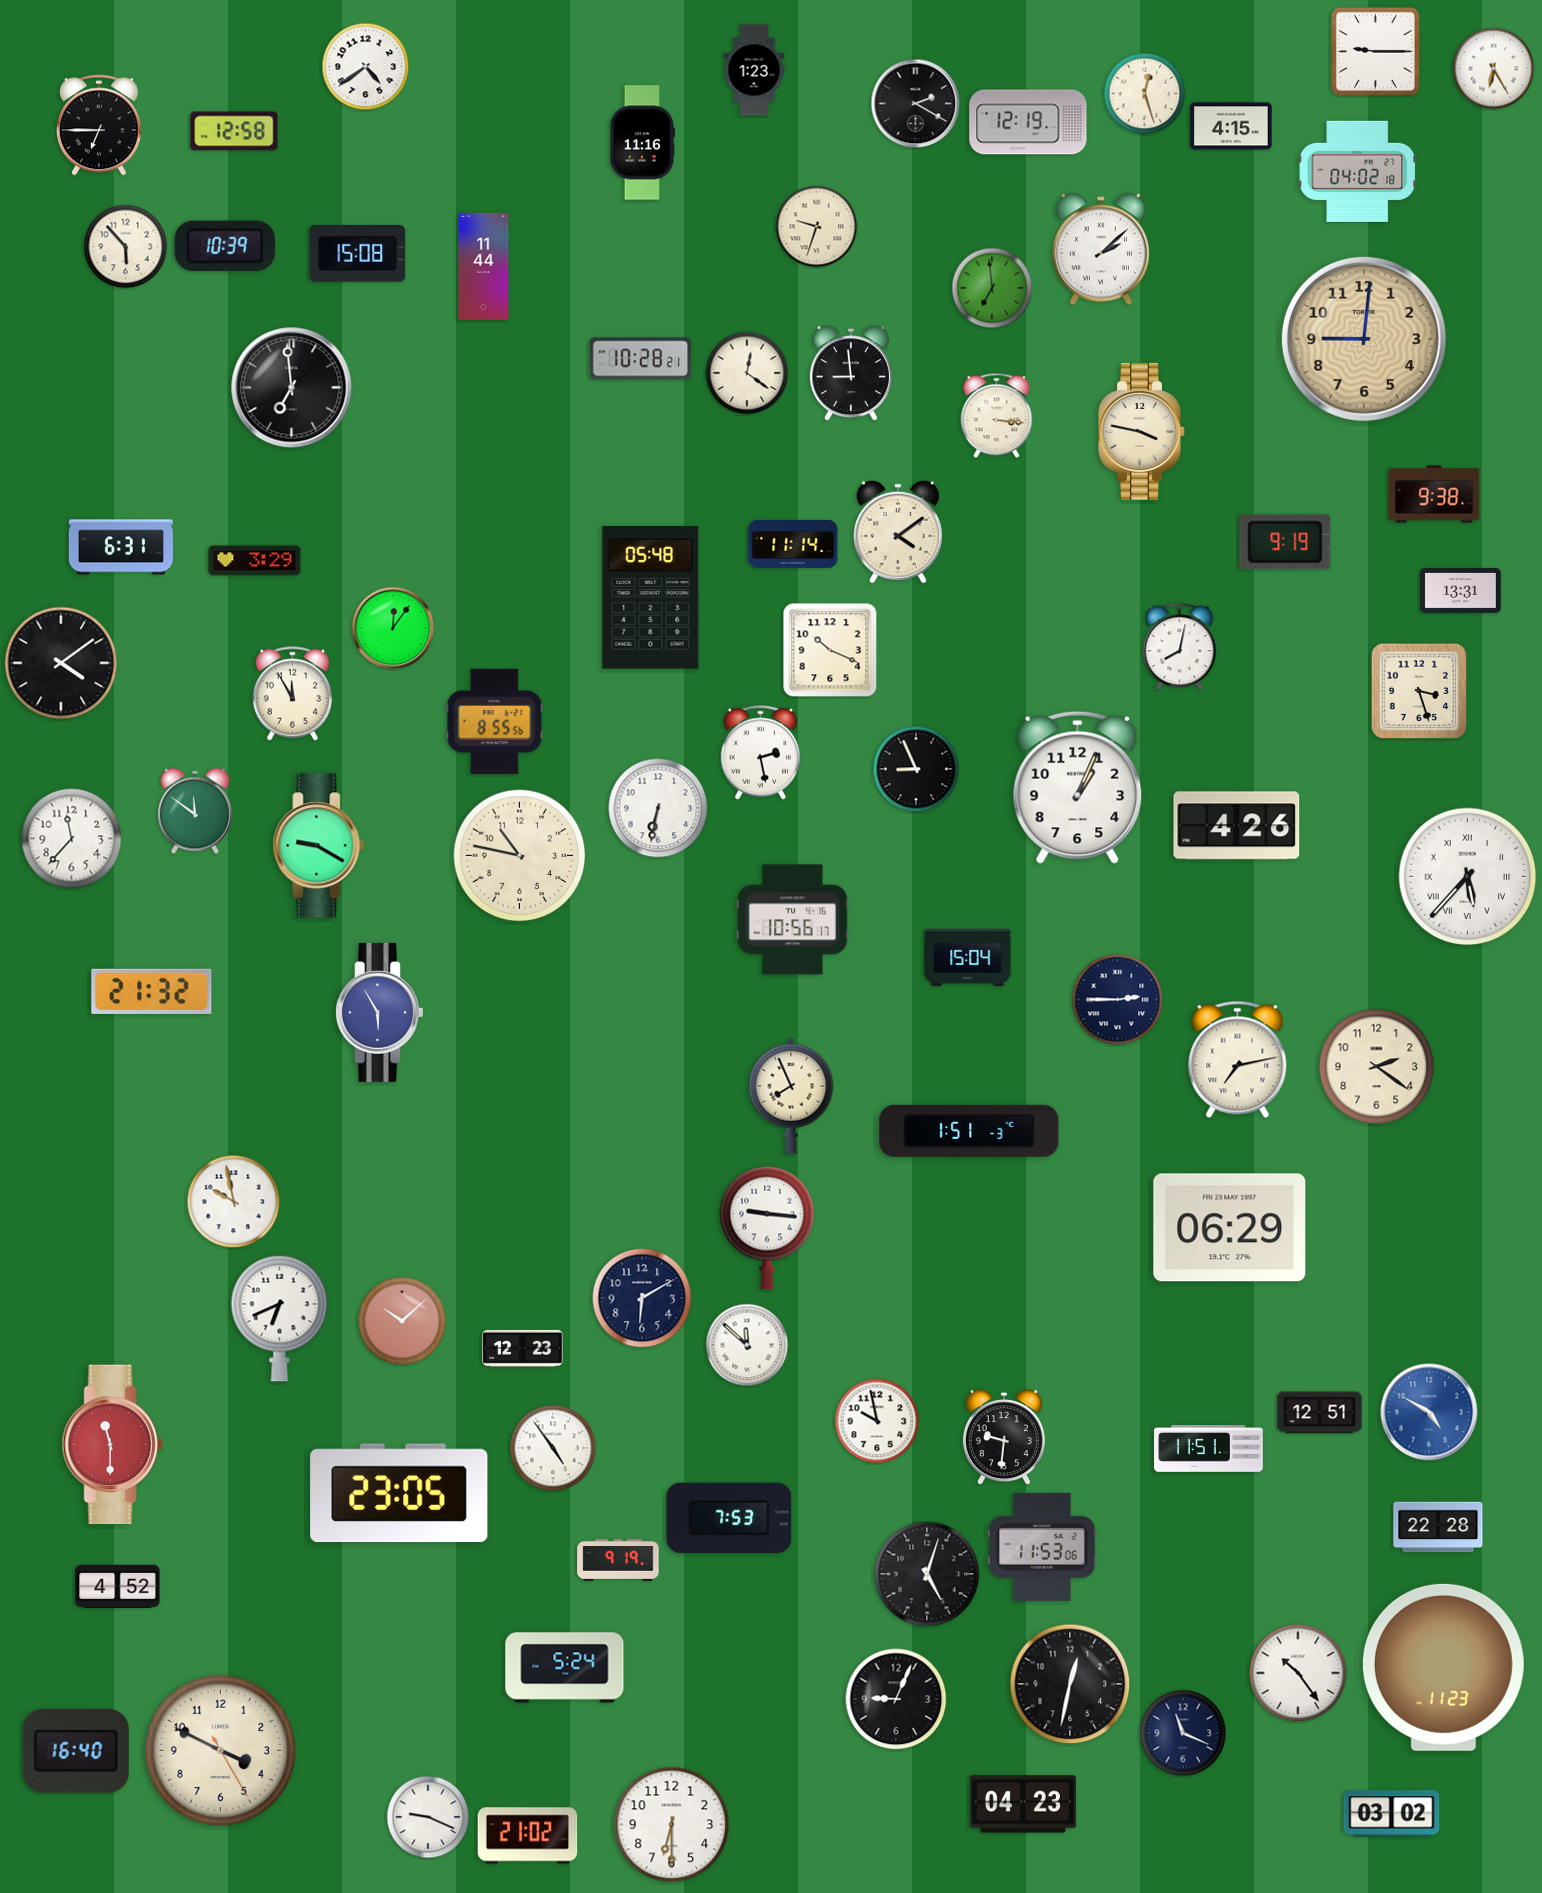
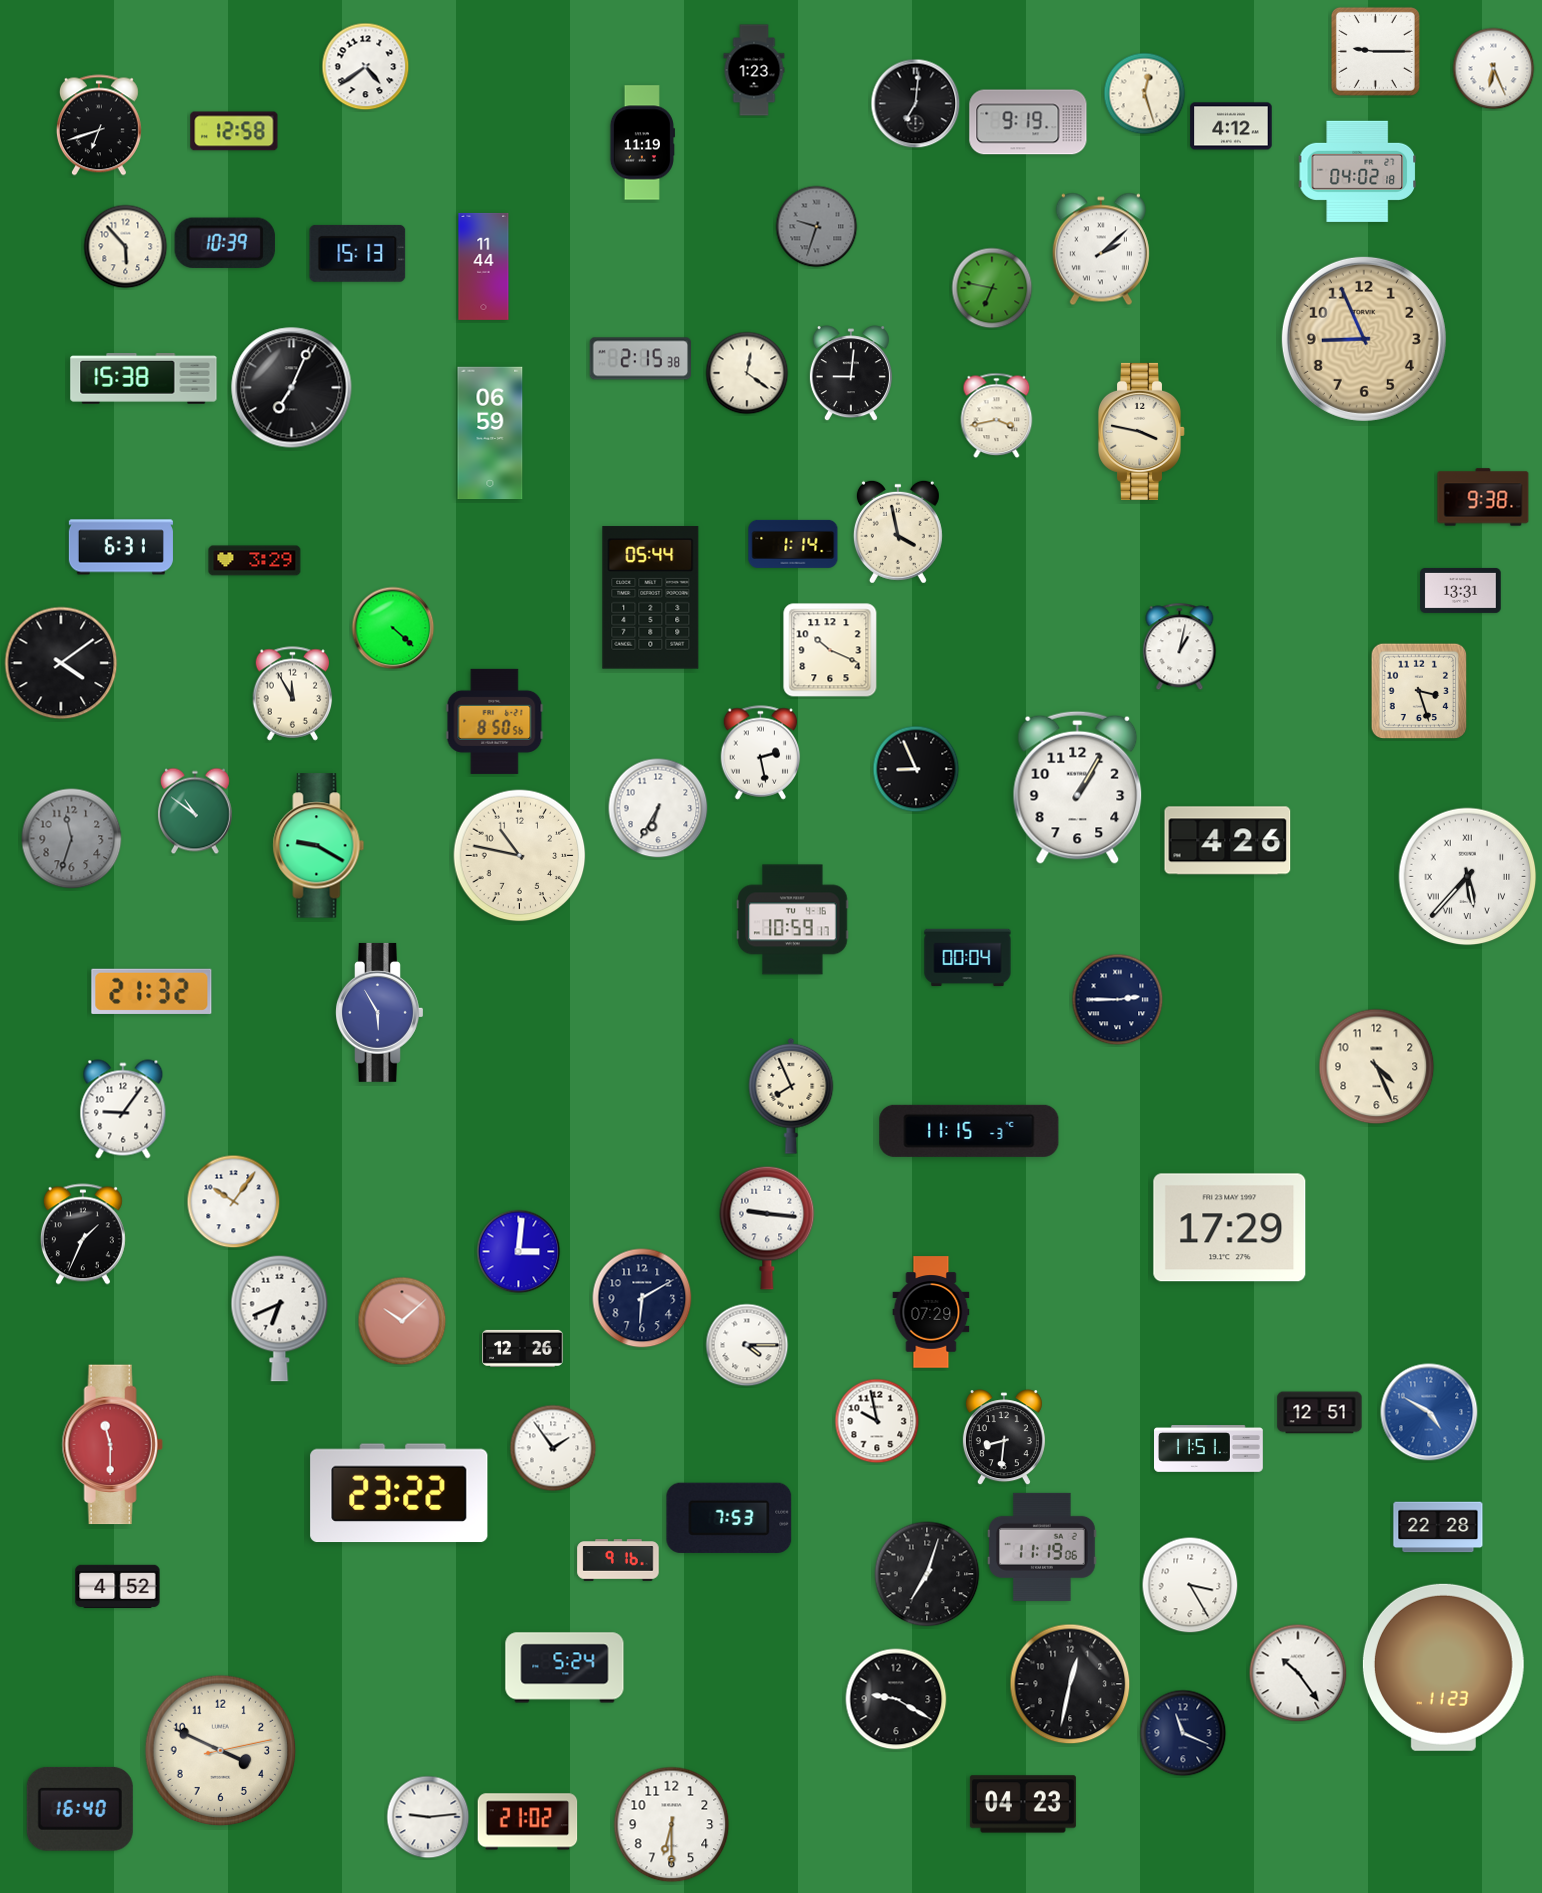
clock at (1494, 69): 6:25 -> 6:26
clock at (916, 104): 2:20 -> 7:01
clock at (1028, 122): 12:19 -> 9:19
clock at (99, 125): 6:45 -> 6:42
clock at (1231, 126): 4:15 -> 4:12
clock at (642, 143): 11:16 -> 11:19
clock at (817, 227) dial: cream -> grey
clock at (225, 245) position: (225, 245) -> (225, 242)
clock at (358, 253): 15:08 -> 15:13
clock at (992, 288): 6:59 -> 6:47
clock at (1364, 339): 9:01 -> 8:56
clock at (641, 359): 10:28 -> 2:15
clock at (851, 374): 8:59 -> 9:01
clock at (144, 379): none -> 15:38
clock at (292, 388): 6:59 -> 7:04
clock at (997, 416): 3:16 -> 3:43
clock at (490, 433): none -> 06:59
clock at (1434, 494) position: (1434, 494) -> (1483, 497)
clock at (898, 532): 4:09 -> 3:58
clock at (1285, 542): 9:19 -> none
clock at (793, 544): 11:14 -> 1:14
clock at (651, 598): 05:48 -> 05:44
clock at (393, 628): 12:06 -> 4:22
clock at (1180, 647): 8:02 -> 1:02
clock at (495, 721): 8:55 -> 8:50
clock at (1078, 787): 1:04 -> 1:05
clock at (658, 808): 6:32 -> 6:35
clock at (195, 811): 11:51 -> 10:51
clock at (1237, 826) position: (1237, 826) -> (1228, 841)
clock at (72, 839): 11:37 -> 11:33
clock at (72, 839) dial: white -> grey
clock at (793, 920): 10:56 -> 10:59
clock at (968, 958): 15:04 -> 00:04
clock at (1238, 1059): 7:13 -> none
clock at (1377, 1067): 2:21 -> 4:26
clock at (123, 1109): none -> 9:06
clock at (969, 1131): 1:51 -> 11:15
clock at (234, 1202): 9:58 -> 10:06
clock at (1230, 1228): 06:29 -> 17:29
clock at (83, 1234): none -> 1:34
clock at (519, 1252): none -> 3:01
clock at (931, 1312): none -> 07:29
clock at (747, 1345): 11:52 -> 4:15
clock at (523, 1348): 12:23 -> 12:26
clock at (1004, 1438): 9:31 -> 8:31
clock at (553, 1448): 4:54 -> 1:54
clock at (399, 1493): 23:05 -> 23:22
clock at (1043, 1547): 11:53 -> 11:19
clock at (618, 1560): 9:19 -> 9:16
clock at (927, 1574): 5:03 -> 7:03
clock at (1190, 1585): none -> 3:25
clock at (896, 1699): 9:04 -> 9:20
clock at (76, 1751) position: (76, 1751) -> (80, 1809)
clock at (221, 1751): 3:49:25 -> 3:49:13
clock at (1392, 1814): 03:02 -> none
clock at (428, 1817): 9:19 -> 9:14
clock at (528, 1836) position: (528, 1836) -> (528, 1822)
